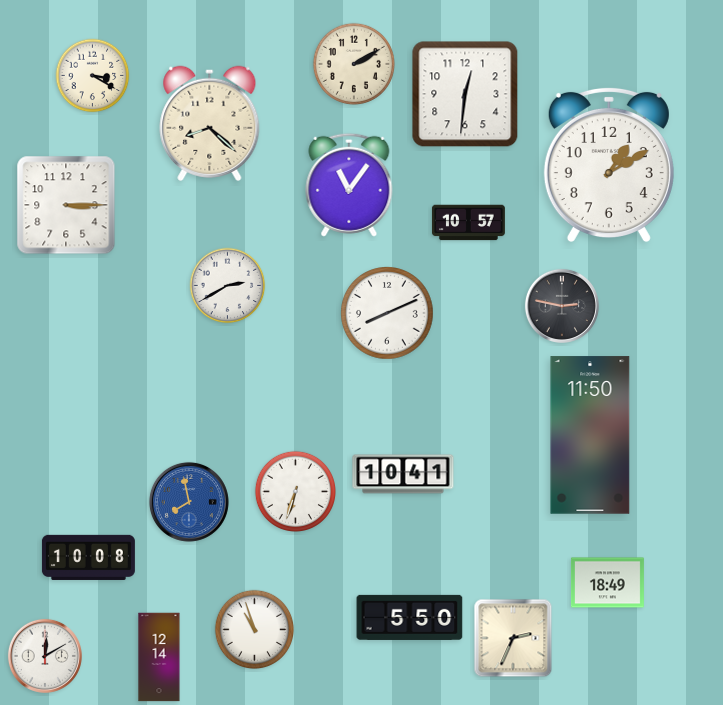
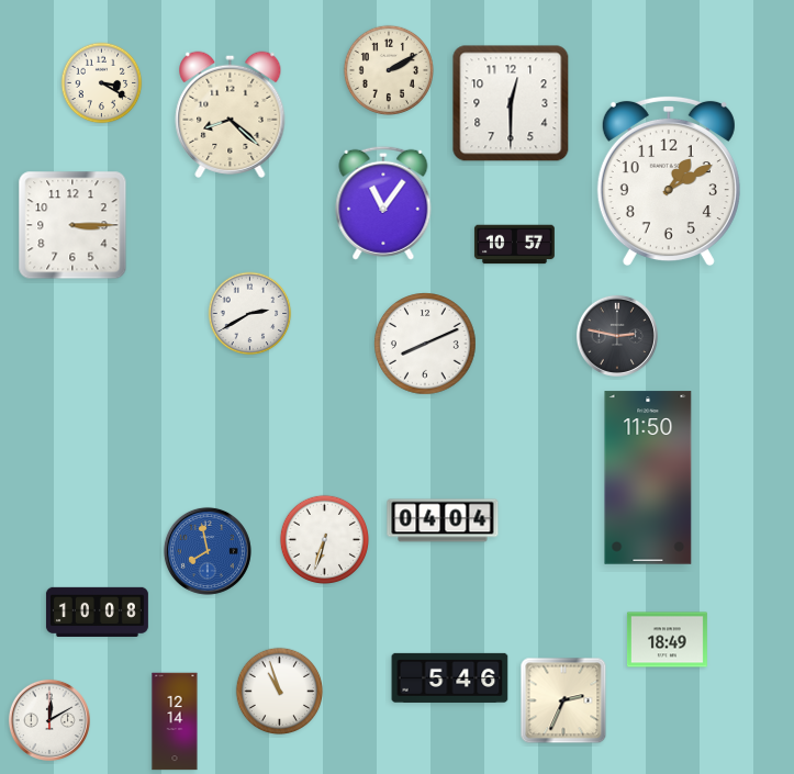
clock at (465, 94): 12:31 -> 12:30
clock at (210, 123) position: (210, 123) -> (231, 114)
clock at (403, 474): 10:41 -> 04:04
clock at (410, 617): 5:50 -> 5:46
